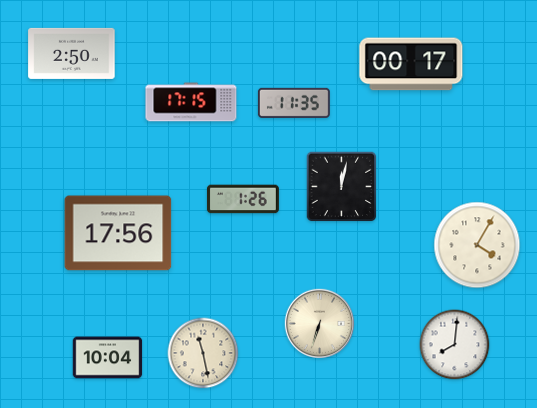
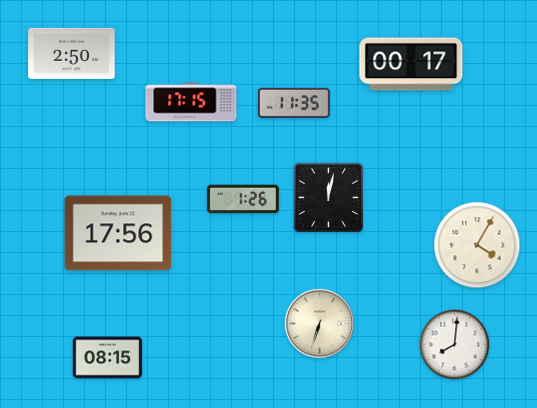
clock at (342, 187) position: (342, 187) -> (329, 198)
clock at (203, 353): 11:28 -> none
clock at (108, 358): 10:04 -> 08:15
